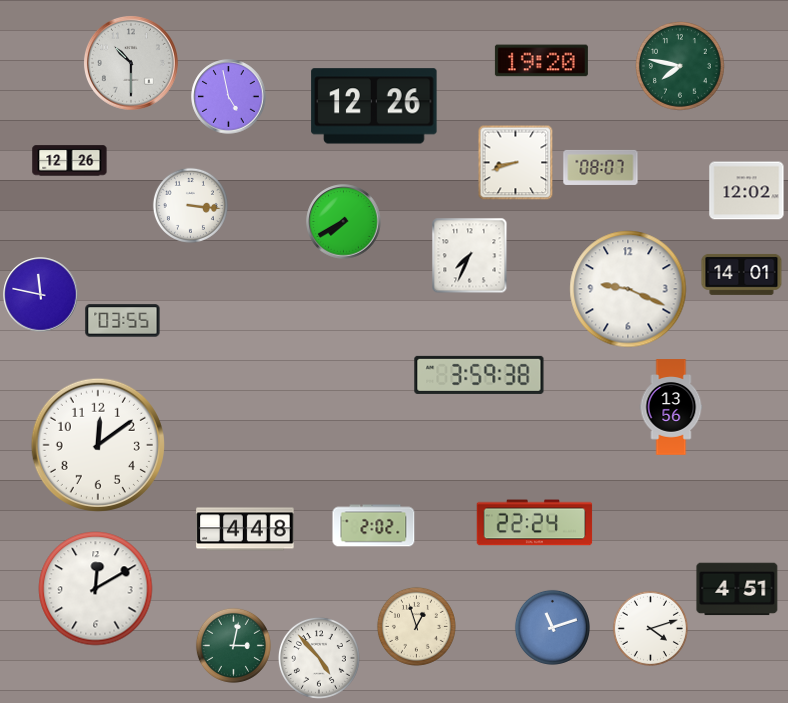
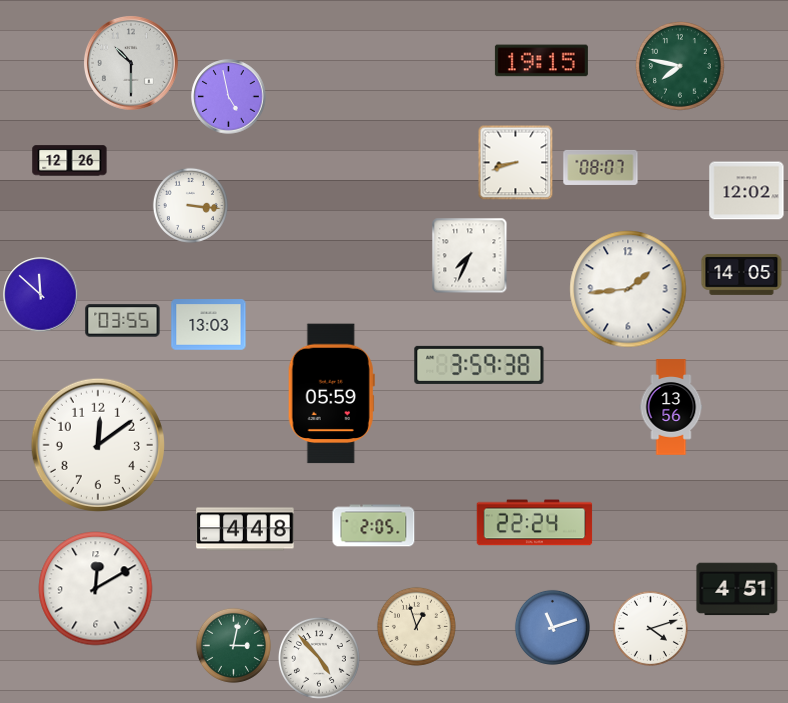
clock at (541, 61): 19:20 -> 19:15
clock at (374, 106): 12:26 -> none
clock at (344, 222): 7:40 -> none
clock at (742, 274): 14:01 -> 14:05
clock at (628, 289): 9:19 -> 1:44
clock at (41, 295): 11:47 -> 11:52
clock at (209, 325): none -> 13:03
clock at (479, 375) position: (479, 375) -> (479, 365)
clock at (331, 394): none -> 05:59
clock at (374, 526): 2:02 -> 2:05
